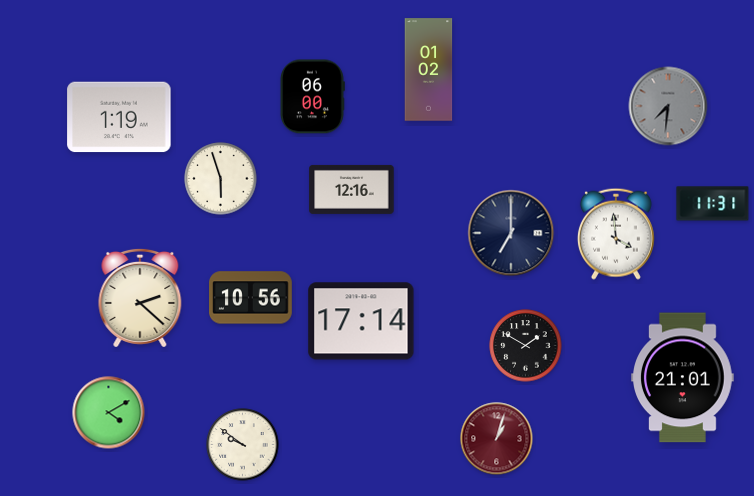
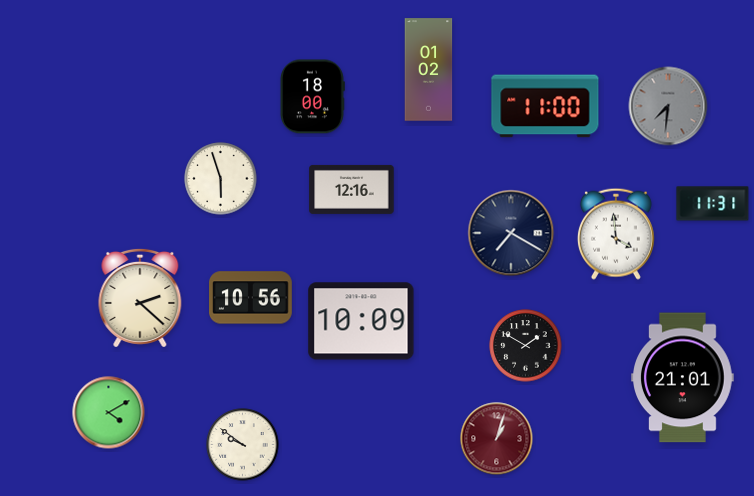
clock at (312, 97): 06:00 -> 18:00
clock at (545, 106): none -> 11:00
clock at (119, 117): 1:19 -> none
clock at (511, 233): 7:00 -> 7:20
clock at (361, 321): 17:14 -> 10:09
